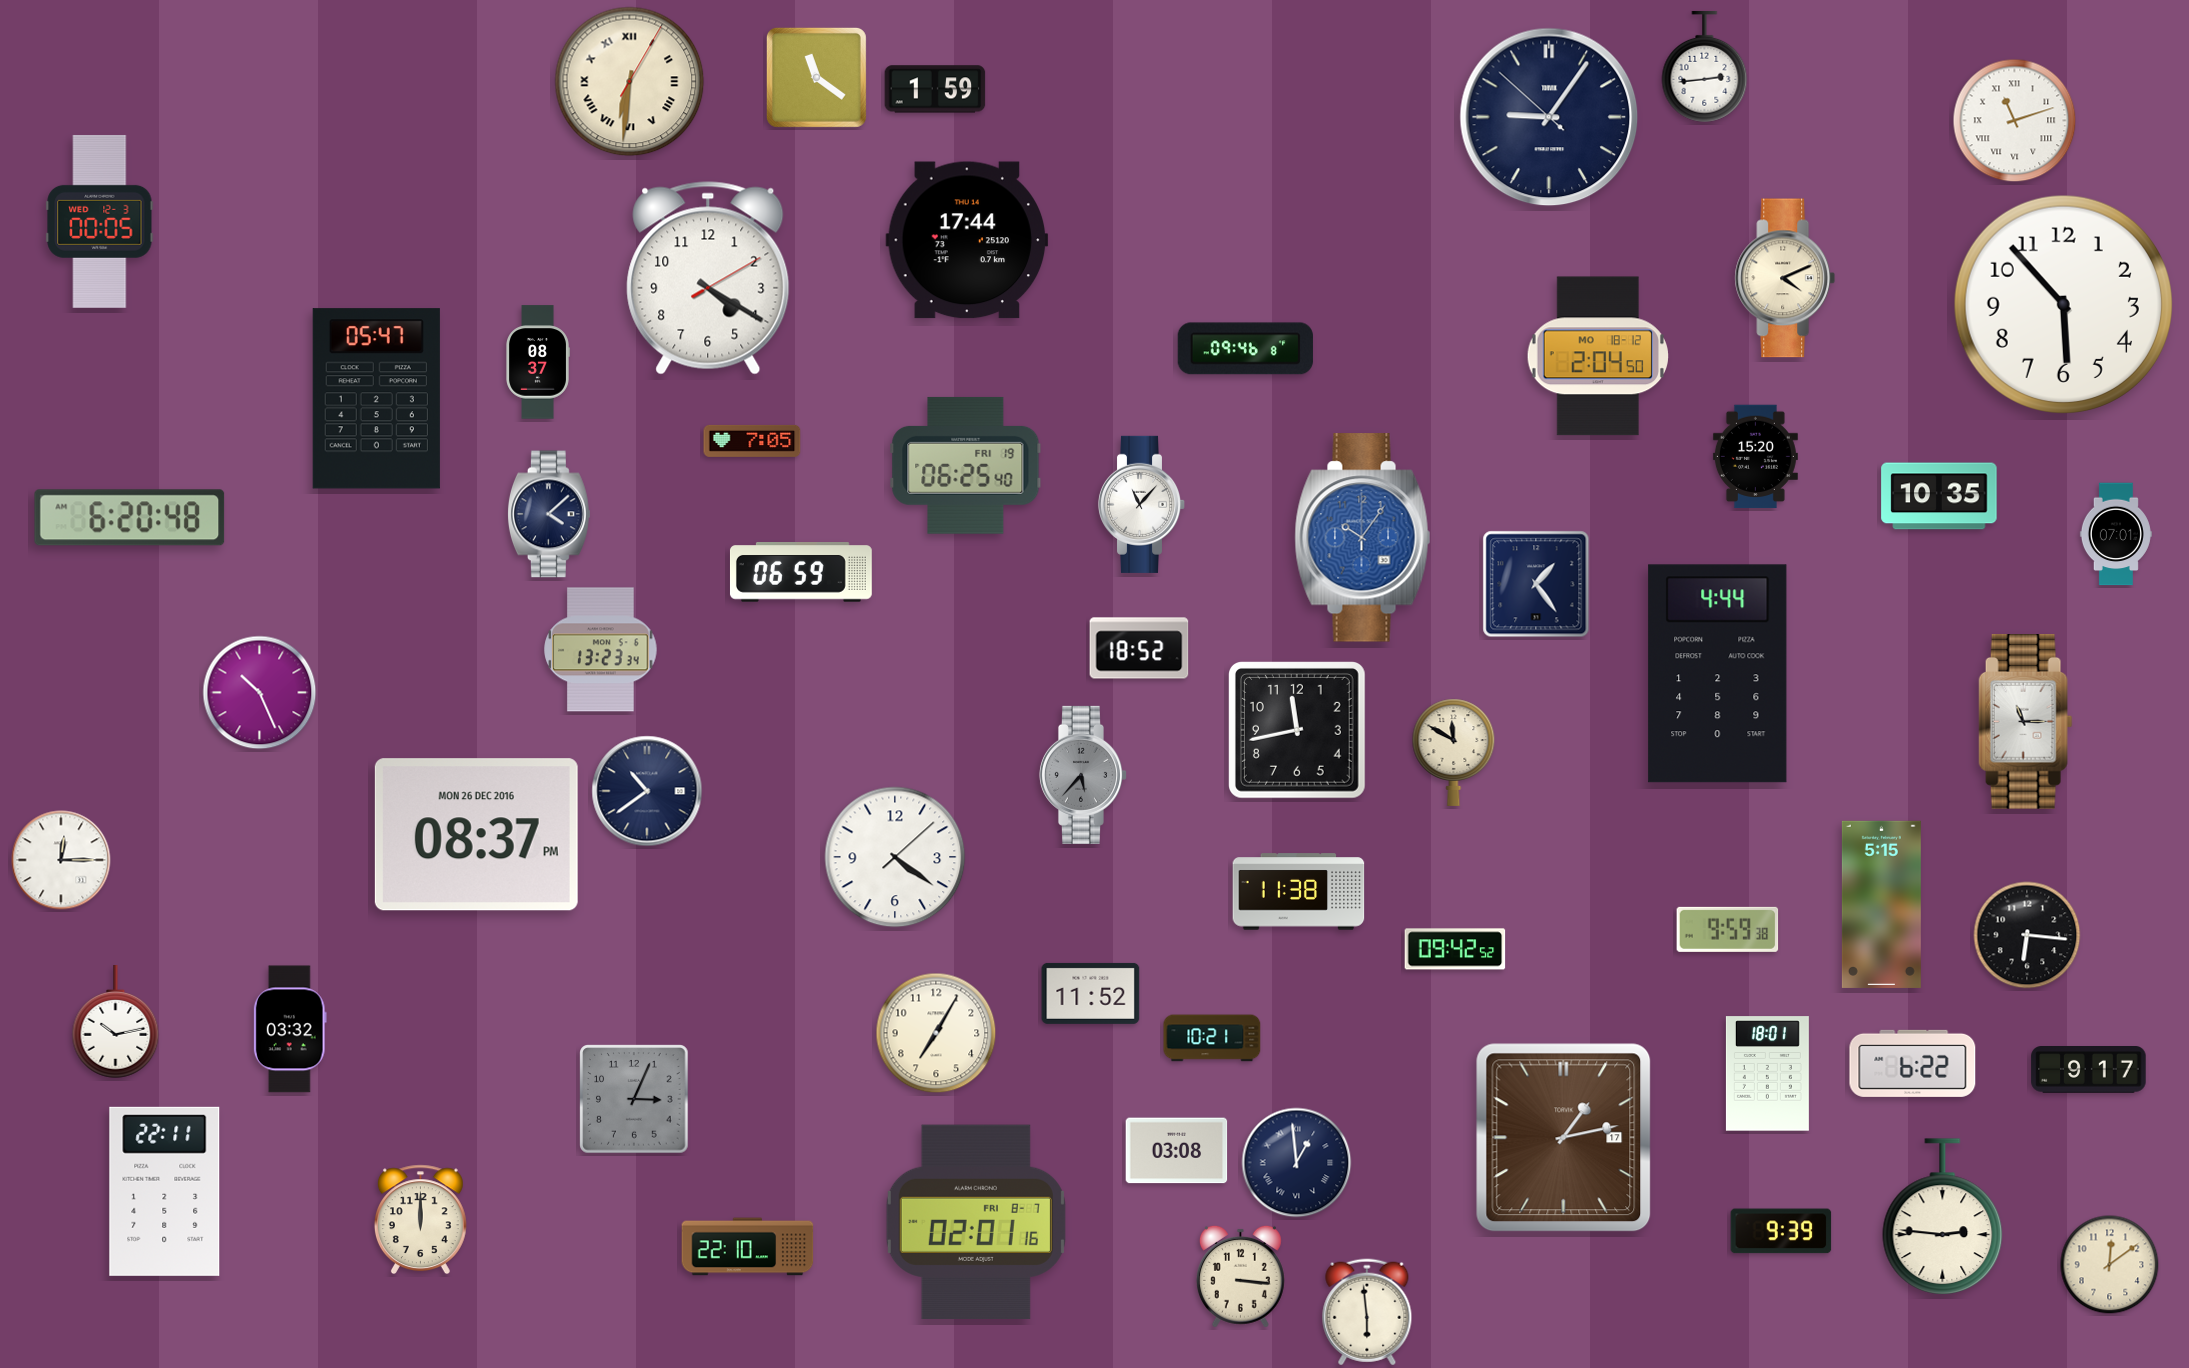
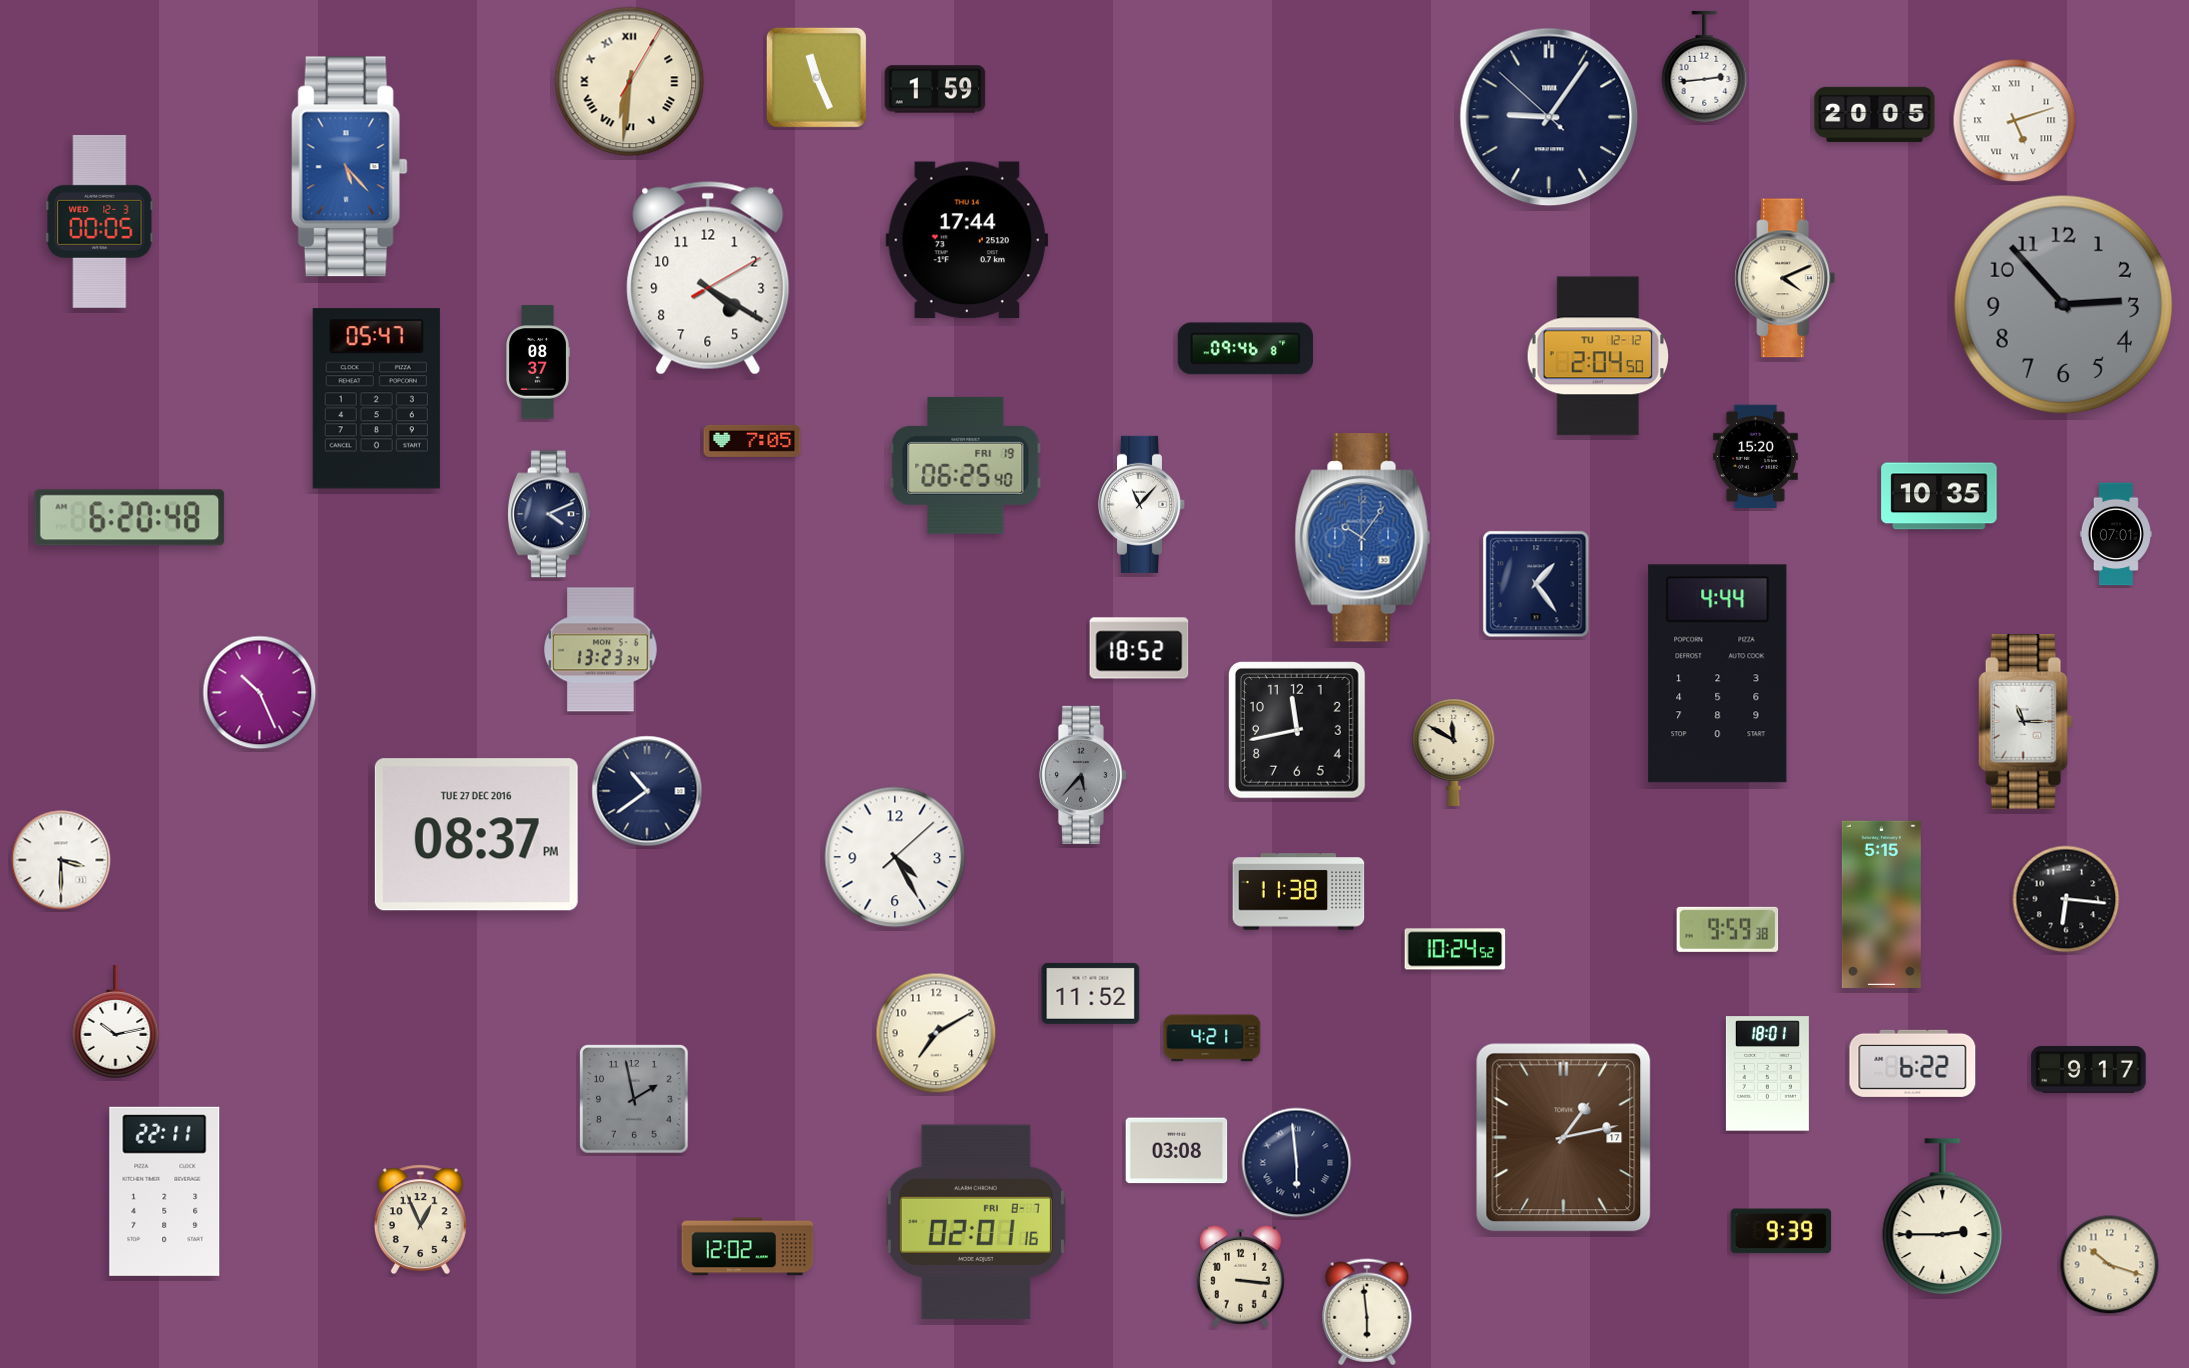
clock at (816, 77): 11:21 -> 11:26
clock at (1875, 114): none -> 20:05
clock at (2015, 121): 11:12 -> 5:12
clock at (349, 167): none -> 5:23
clock at (2063, 304): 5:53 -> 2:53
clock at (2063, 304) dial: white -> grey
clock at (1597, 356) date: MO 18-12 -> TU 12-12
clock at (549, 514): 4:08 -> 4:11
clock at (801, 572): 06:59 -> none
clock at (476, 835) date: MON 26 DEC 2016 -> TUE 27 DEC 2016
clock at (895, 857): 4:21 -> 4:25
clock at (61, 860): 12:15 -> 3:30
clock at (2027, 935) position: (2027, 935) -> (2066, 899)
clock at (1455, 949): 09:42 -> 10:24
clock at (290, 1029): 03:32 -> none
clock at (936, 1033): 7:05 -> 7:10
clock at (1212, 1038): 10:21 -> 4:21
clock at (634, 1099): 3:04 -> 1:58
clock at (1297, 1163): 12:59 -> 5:59
clock at (1943, 1216): 2:46 -> 2:45
clock at (420, 1220): 12:00 -> 12:56
clock at (748, 1247): 22:10 -> 12:02
clock at (2110, 1265): 12:09 -> 10:18
